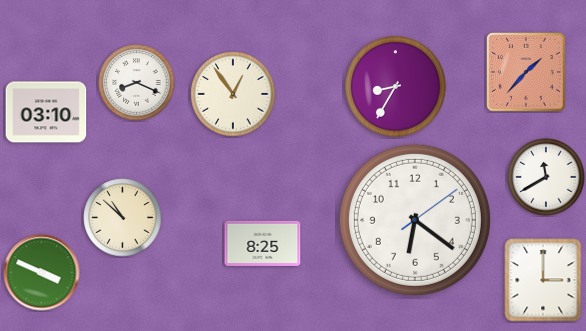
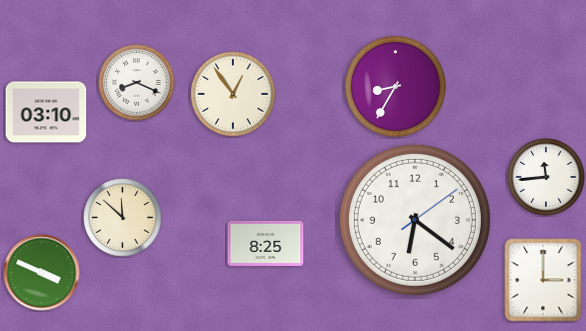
clock at (526, 72): 1:37 -> none
clock at (546, 177): 11:40 -> 11:44
clock at (123, 218): 10:52 -> 11:52
clock at (263, 243) position: (263, 243) -> (266, 243)
